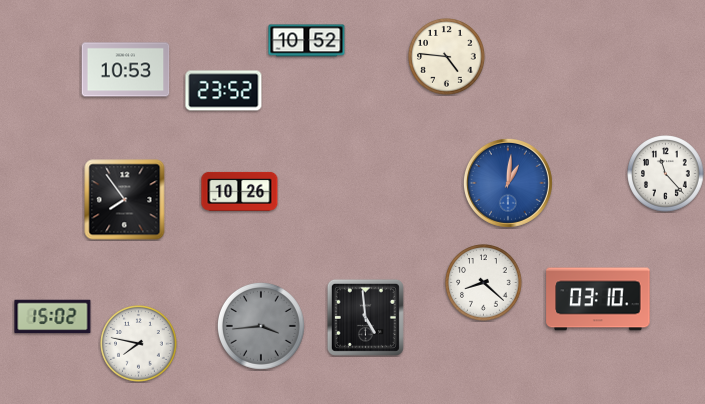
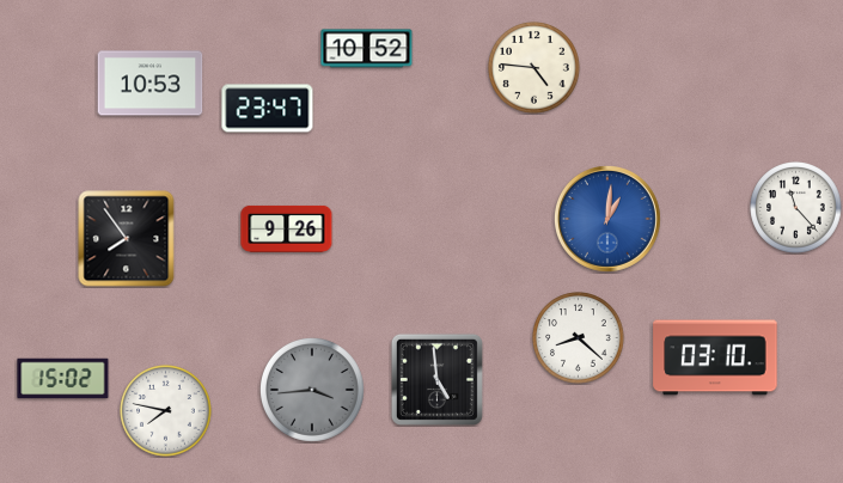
clock at (224, 91): 23:52 -> 23:47
clock at (240, 191): 10:26 -> 9:26
clock at (125, 200) position: (125, 200) -> (127, 239)
